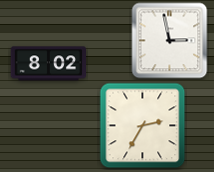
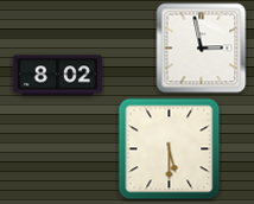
clock at (143, 126): 2:35 -> 5:30
